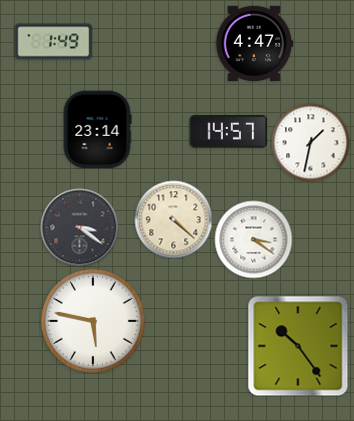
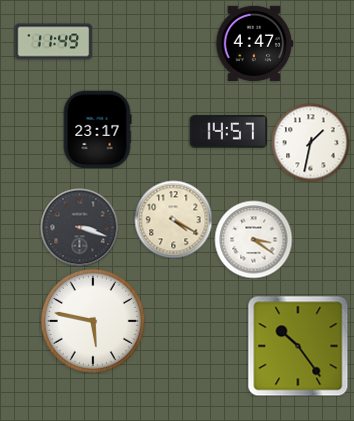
clock at (53, 42): 1:49 -> 11:49
clock at (97, 129): 23:14 -> 23:17
clock at (173, 219): 4:22 -> 4:20
clock at (79, 227): 3:21 -> 3:18
